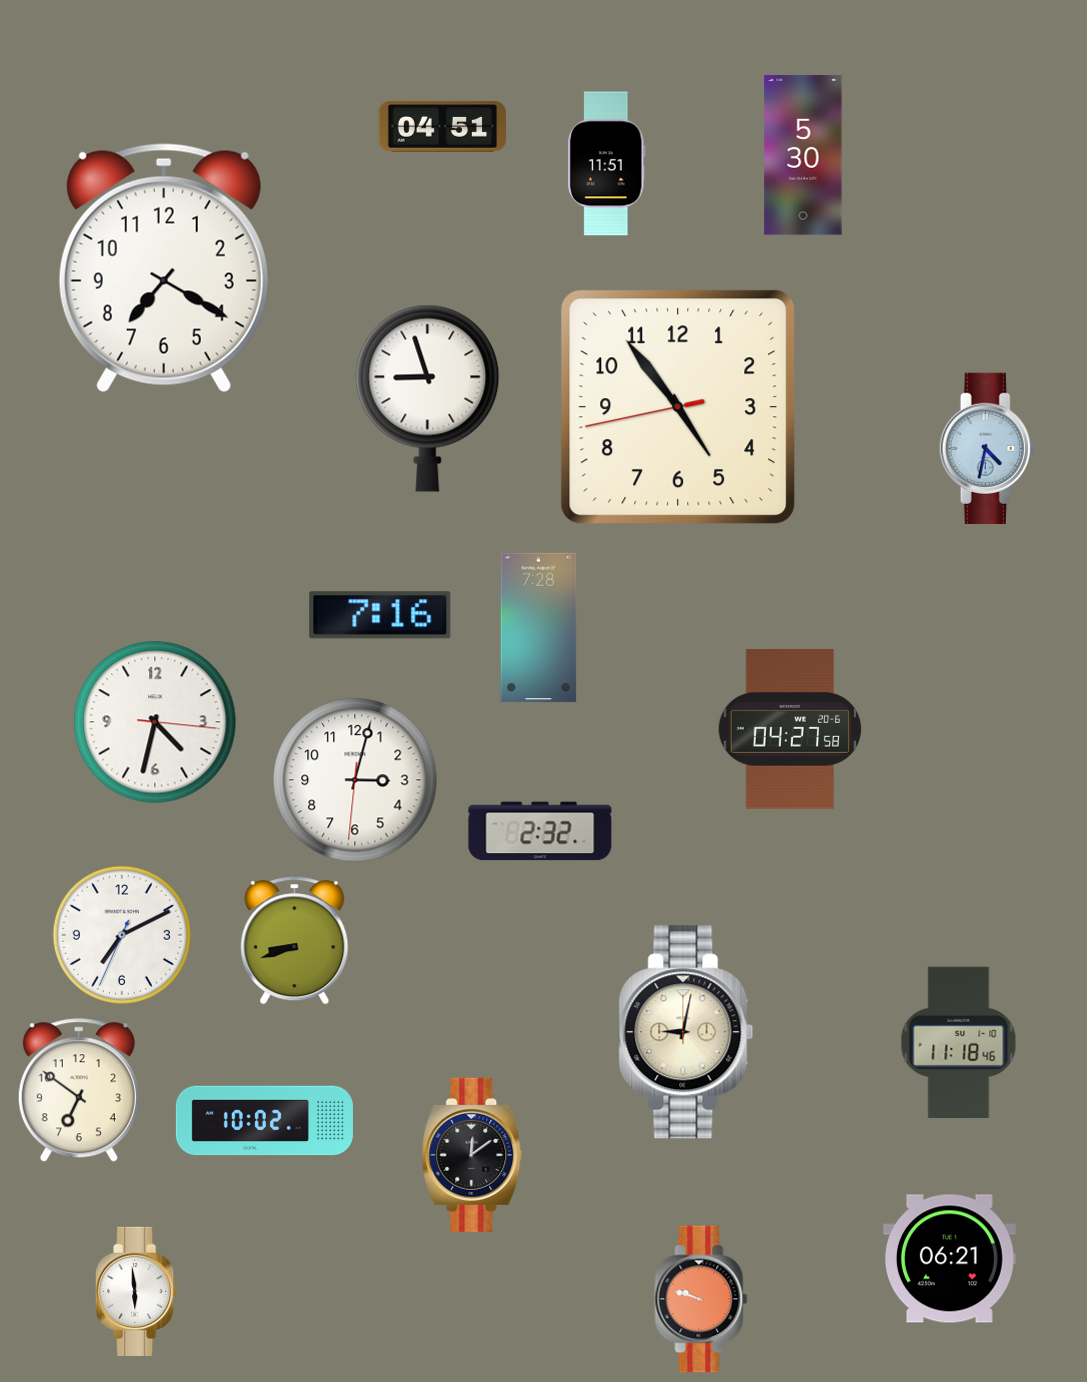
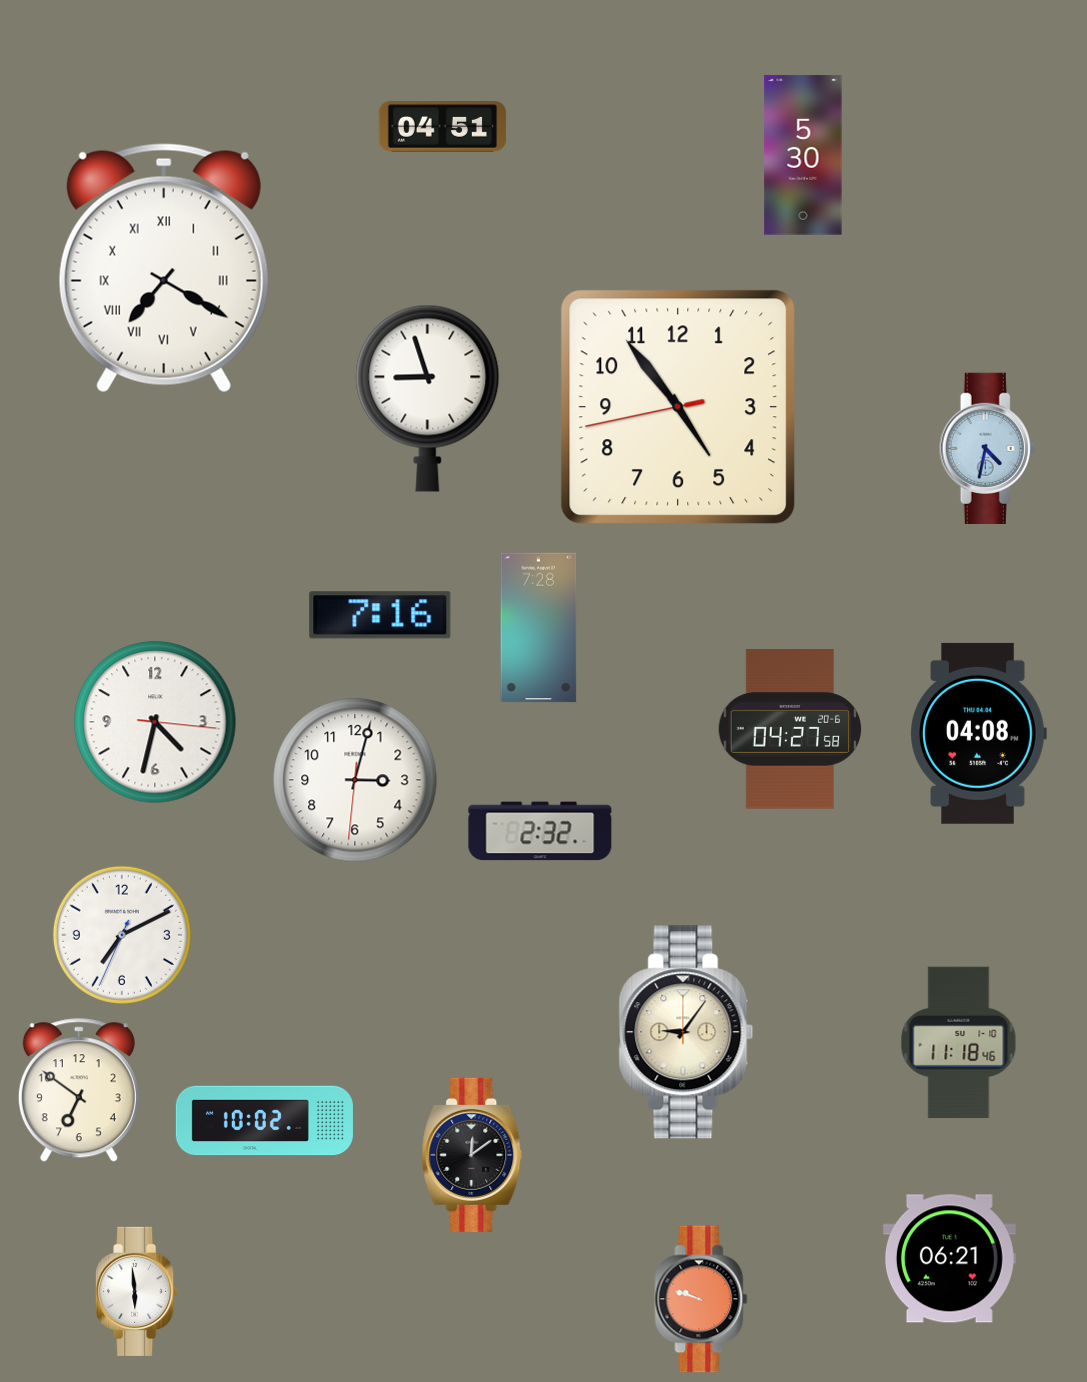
clock at (606, 164): 11:51 -> none
clock at (164, 268) numerals: Arabic -> Roman
clock at (978, 733): none -> 04:08
clock at (295, 941): 8:42 -> none
clock at (686, 1032): 9:02 -> 9:06
